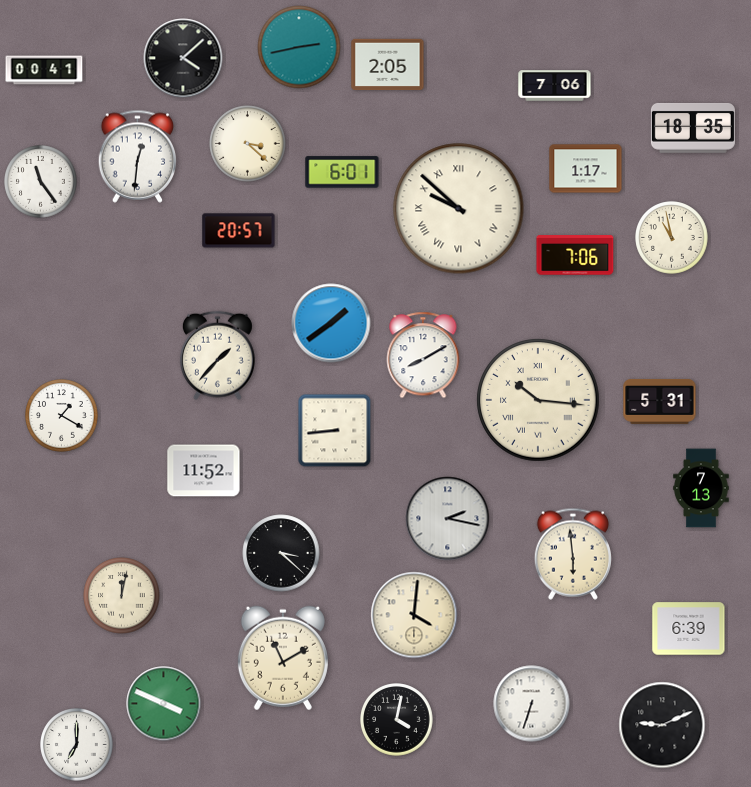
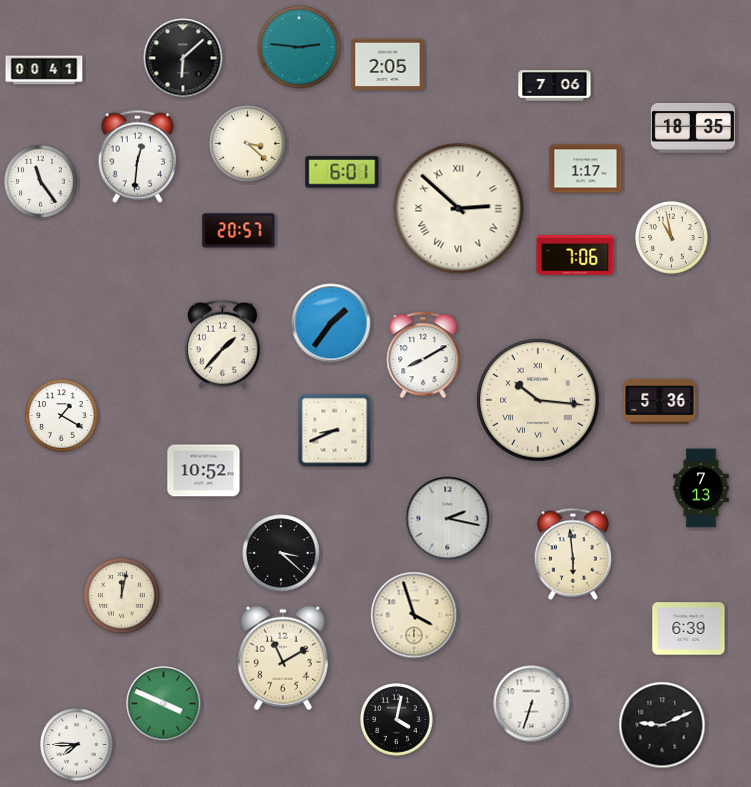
clock at (299, 47): 2:43 -> 2:46
clock at (183, 58): 4:08 -> 6:08
clock at (459, 209): 9:52 -> 2:52
clock at (331, 323): 1:39 -> 1:36
clock at (217, 356) position: (217, 356) -> (222, 345)
clock at (660, 401): 5:31 -> 5:36
clock at (335, 431): 8:44 -> 8:41
clock at (204, 471): 11:52 -> 10:52
clock at (414, 615): 4:01 -> 3:57
clock at (77, 745): 7:00 -> 7:45
